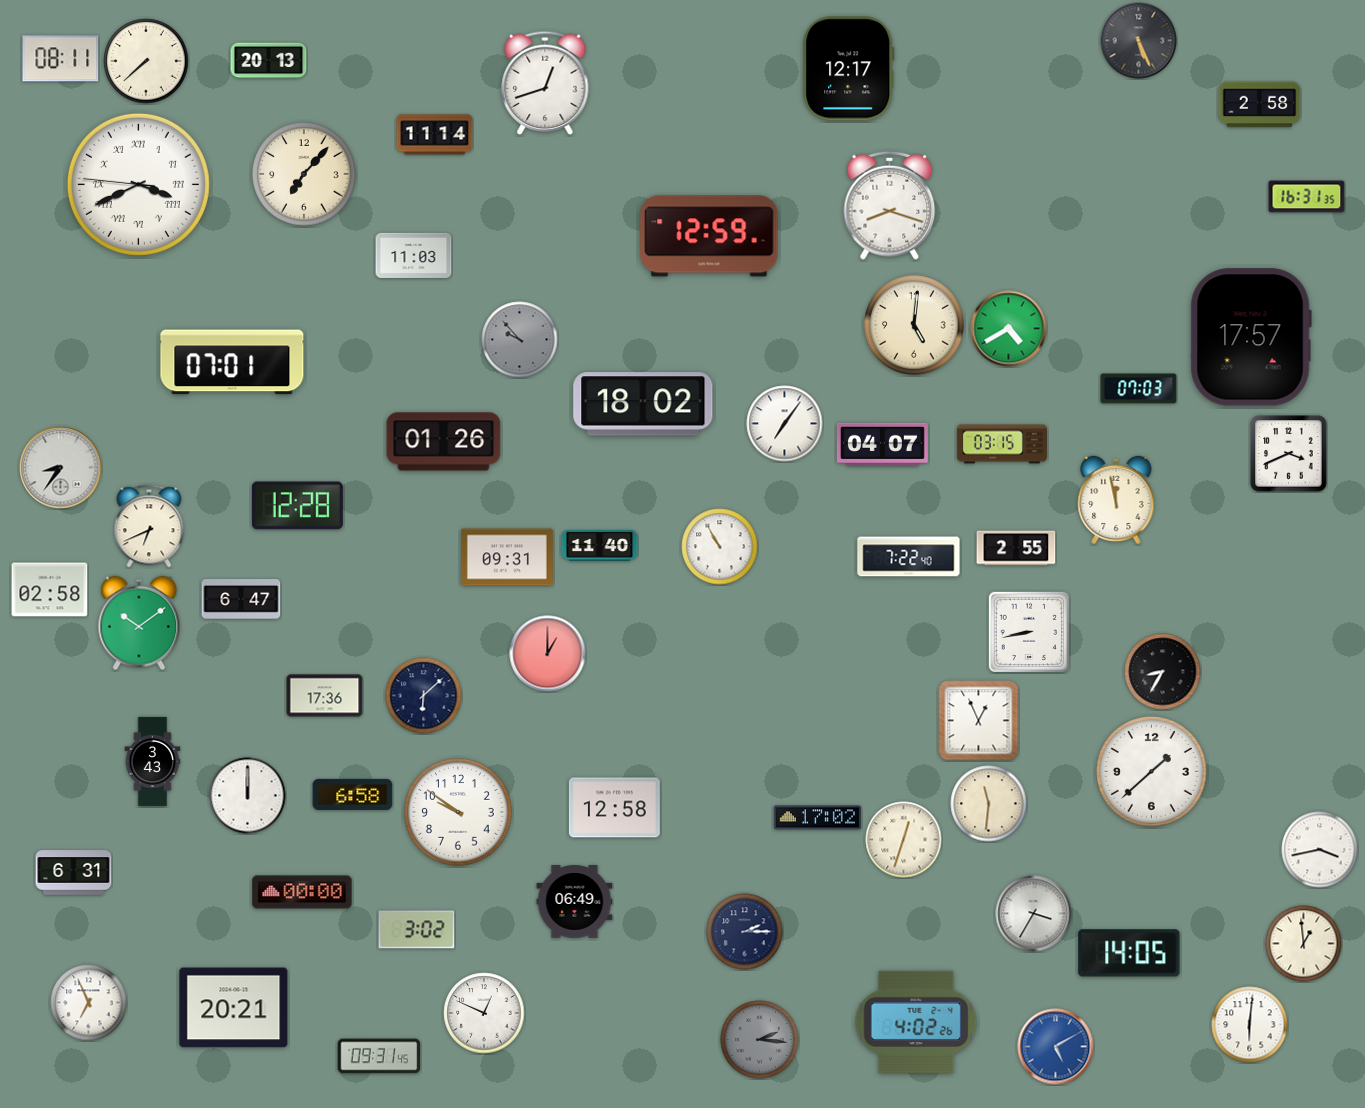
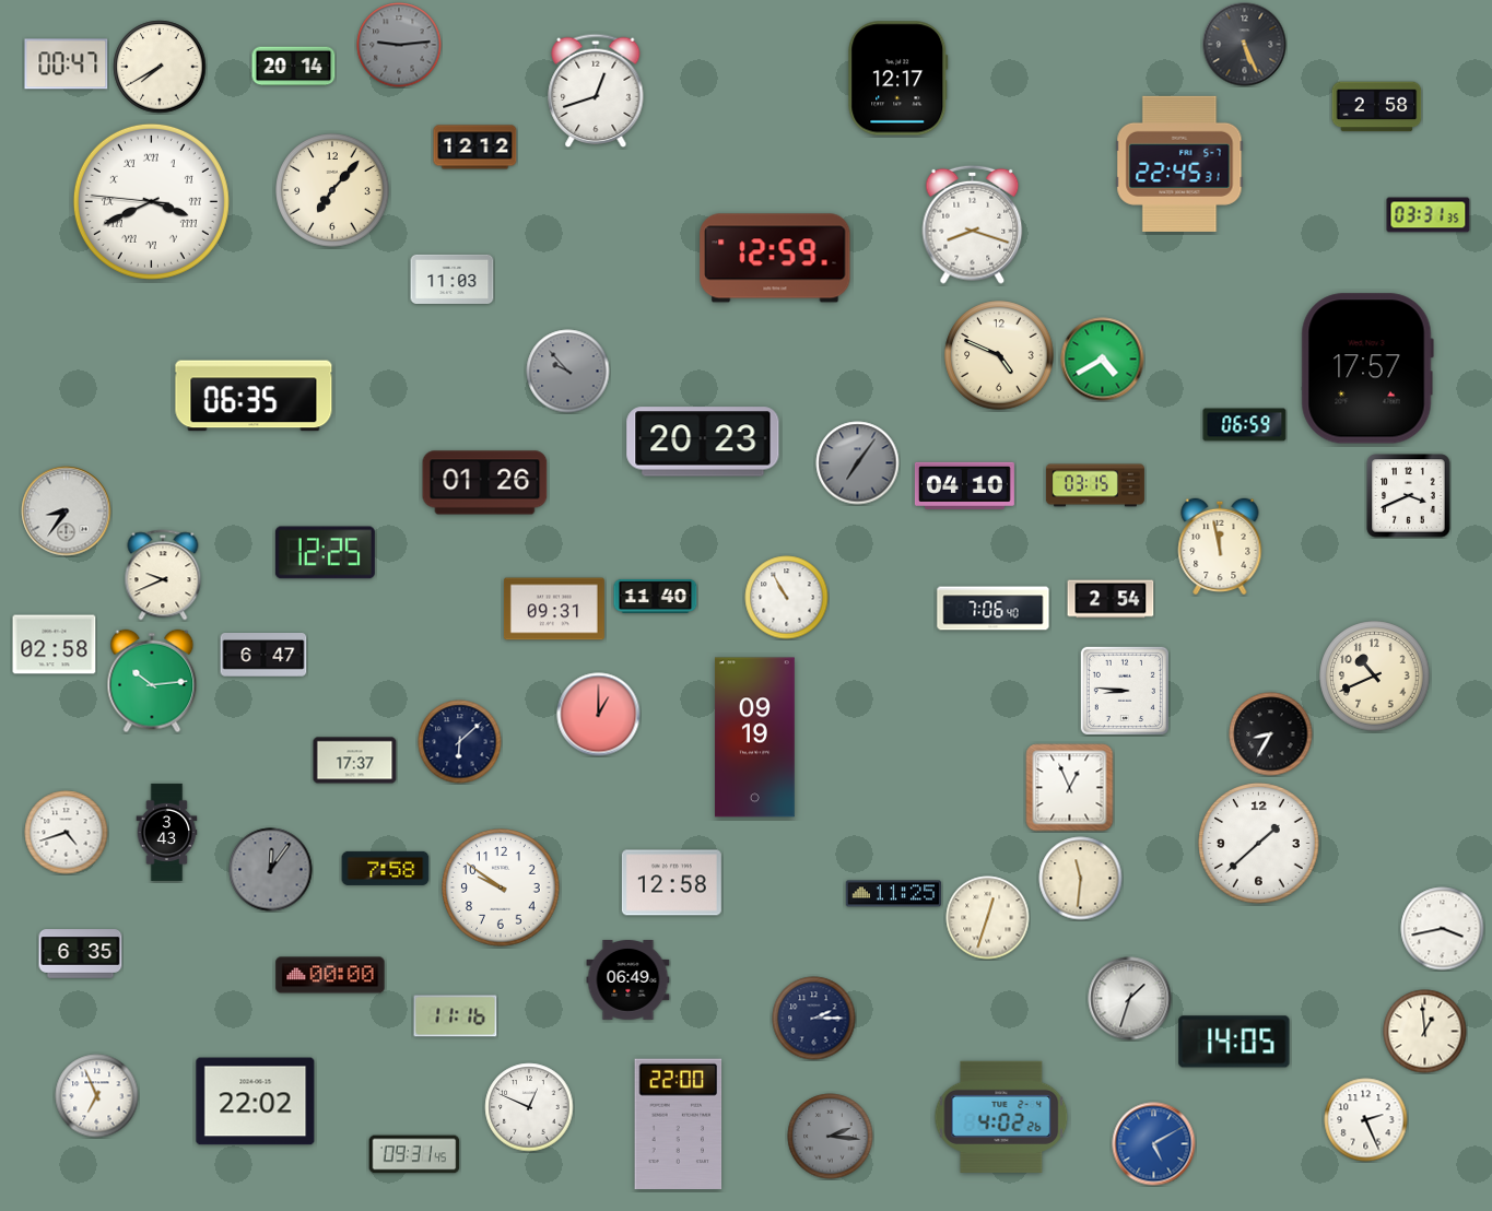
clock at (399, 45): none -> 9:14
clock at (61, 59): 08:11 -> 00:47
clock at (146, 61): 7:38 -> 7:40
clock at (269, 61): 20:13 -> 20:14
clock at (849, 69) position: (849, 69) -> (898, 79)
clock at (1260, 105) position: (1260, 105) -> (1377, 107)
clock at (435, 135): 11:14 -> 12:12
clock at (1179, 164): none -> 22:45
clock at (1307, 197): 16:31 -> 03:31
clock at (914, 325): 5:01 -> 4:49
clock at (232, 362): 07:01 -> 06:35
clock at (1139, 389): 07:03 -> 06:59
clock at (643, 404): 18:02 -> 20:23
clock at (785, 424) dial: white -> grey
clock at (882, 444): 04:07 -> 04:10
clock at (297, 506): 12:28 -> 12:25
clock at (149, 526): 6:41 -> 9:41
clock at (1016, 548): 2:55 -> 2:54
clock at (909, 557): 7:22 -> 7:06
clock at (1375, 677): none -> 10:41
clock at (139, 623): 10:09 -> 10:14
clock at (1029, 632): 8:43 -> 8:46
clock at (754, 738): none -> 09:19
clock at (325, 696): 17:36 -> 17:37
clock at (424, 696) position: (424, 696) -> (460, 742)
clock at (67, 833): none -> 4:42
clock at (353, 794): 6:58 -> 7:58
clock at (248, 796): 12:00 -> 12:06
clock at (248, 796) dial: white -> grey
clock at (817, 818): 17:02 -> 11:25
clock at (74, 873): 6:31 -> 6:35
clock at (575, 902) position: (575, 902) -> (628, 980)
clock at (1034, 914): 3:35 -> 1:33
clock at (417, 930): 3:02 -> 11:16
clock at (234, 1008): 20:21 -> 22:02
clock at (1250, 1025): 6:01 -> 2:26
clock at (679, 1124): none -> 22:00
